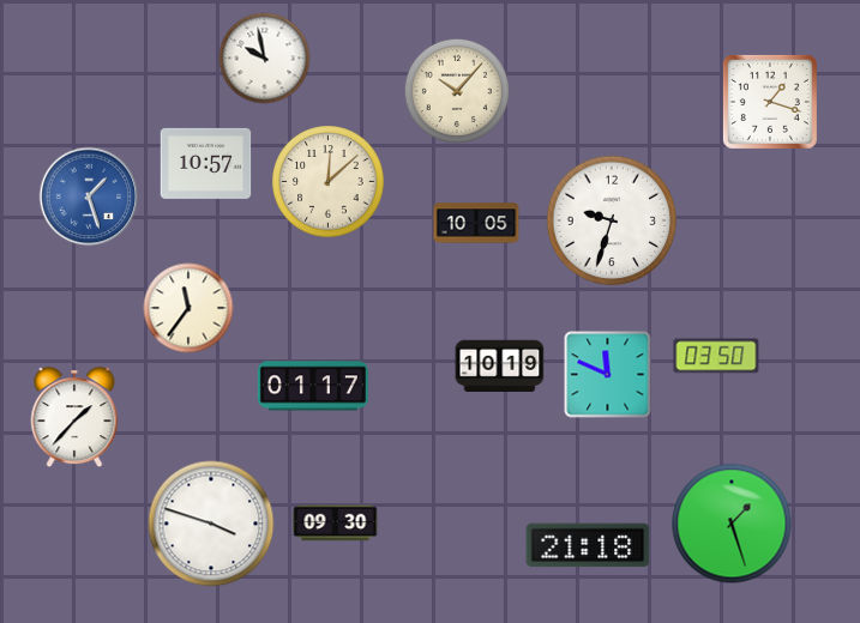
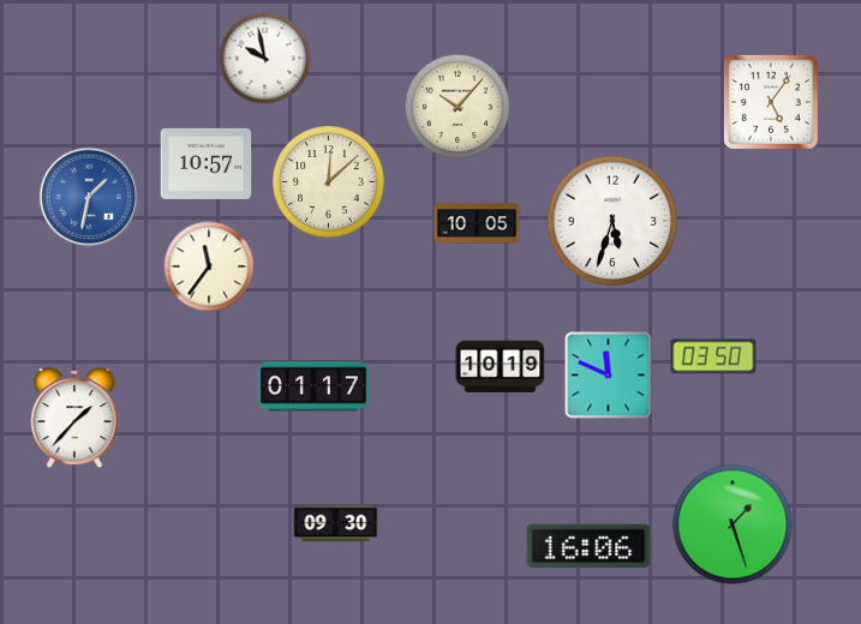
clock at (457, 91) position: (457, 91) -> (458, 107)
clock at (770, 102): 1:18 -> 5:06
clock at (89, 196): 1:27 -> 1:32
clock at (612, 220): 9:33 -> 5:33
clock at (188, 308) position: (188, 308) -> (209, 266)
clock at (716, 356) position: (716, 356) -> (713, 356)
clock at (211, 524): 3:48 -> none
clock at (588, 545): 21:18 -> 16:06
